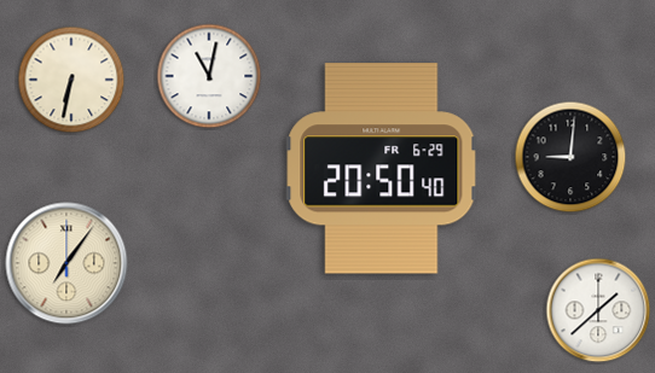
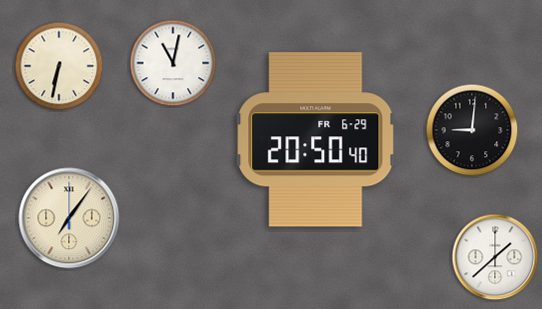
clock at (66, 263) position: (66, 263) -> (69, 218)
